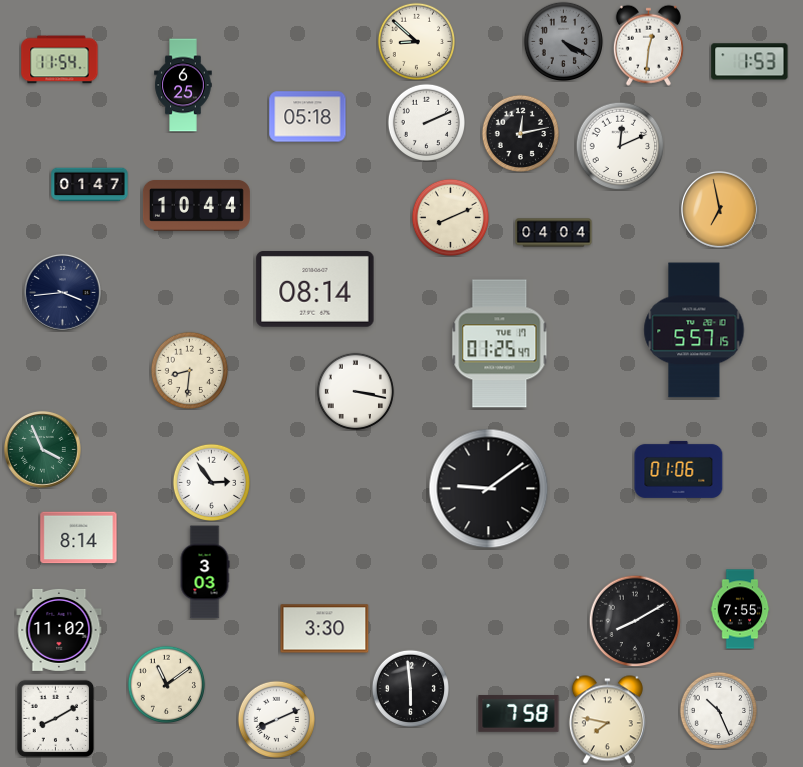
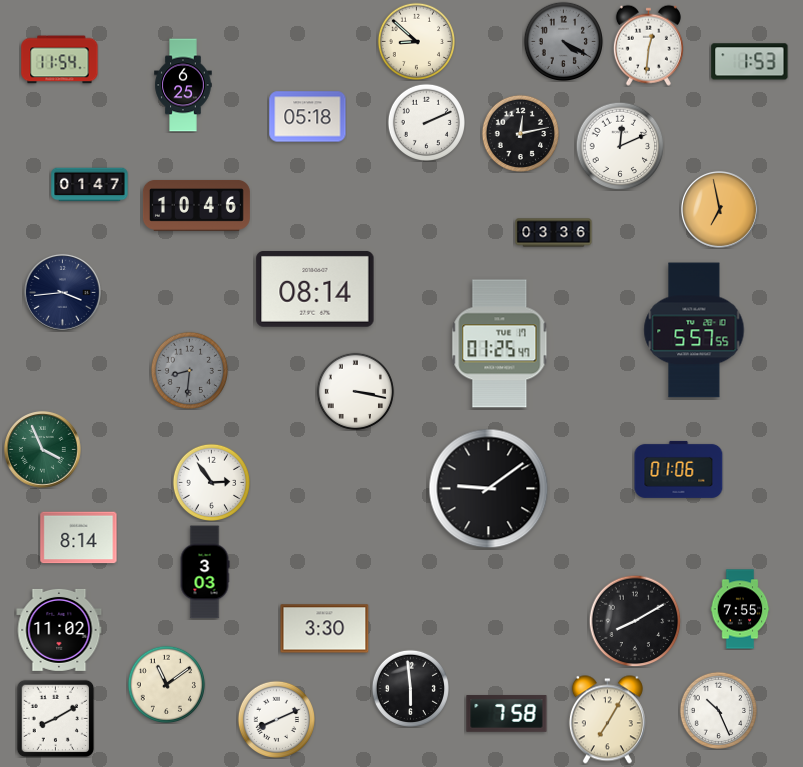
clock at (196, 205): 10:44 -> 10:46
clock at (450, 217): 8:11 -> none
clock at (554, 233): 04:04 -> 03:36
clock at (694, 330): 5:57:15 -> 5:57:55
clock at (189, 370) dial: cream -> grey
clock at (519, 714) position: (519, 714) -> (507, 714)
clock at (607, 720): 7:47 -> 7:05
